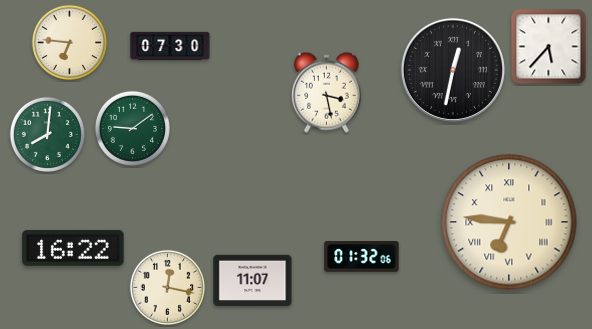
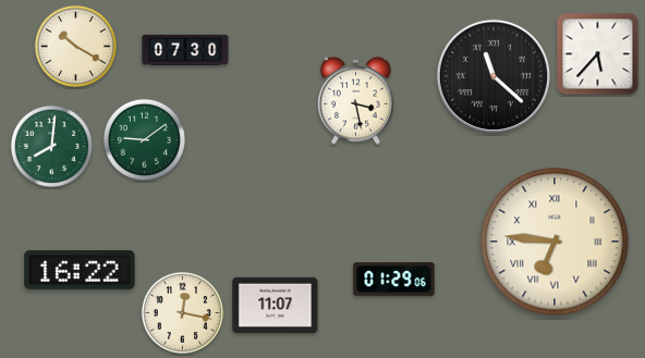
clock at (69, 42): 6:46 -> 10:20
clock at (549, 47) position: (549, 47) -> (598, 54)
clock at (453, 70): 12:32 -> 11:22
clock at (362, 257): 01:32 -> 01:29
